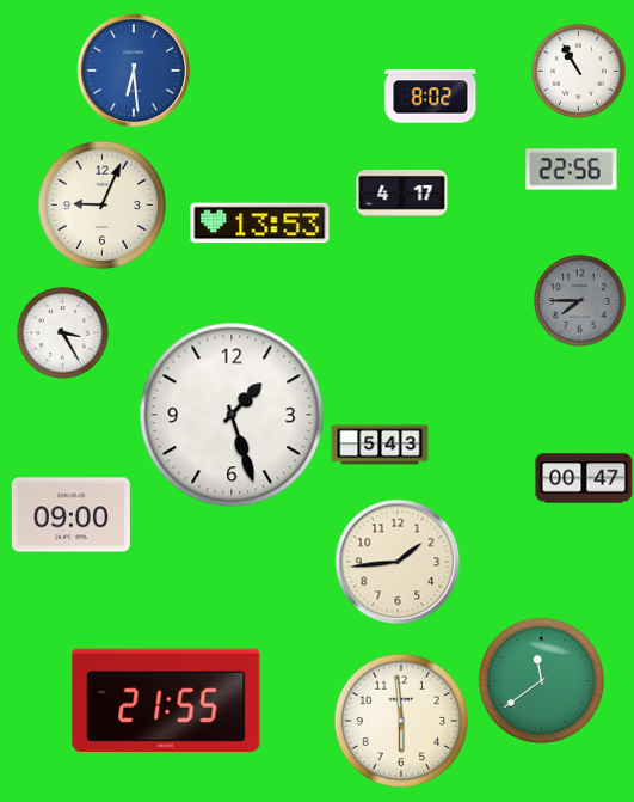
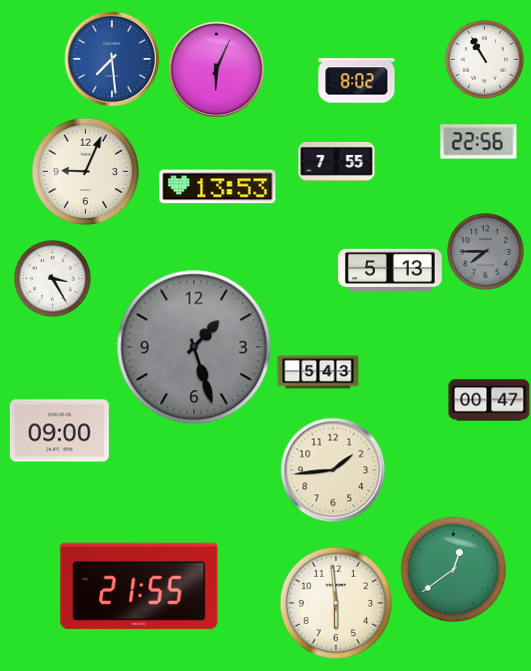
clock at (134, 71): 6:29 -> 7:29
clock at (217, 70): none -> 6:04
clock at (431, 97) position: (431, 97) -> (357, 81)
clock at (402, 194): 4:17 -> 7:55
clock at (390, 270): none -> 5:13
clock at (232, 415) dial: white -> grey
clock at (541, 680): 11:39 -> 12:39
